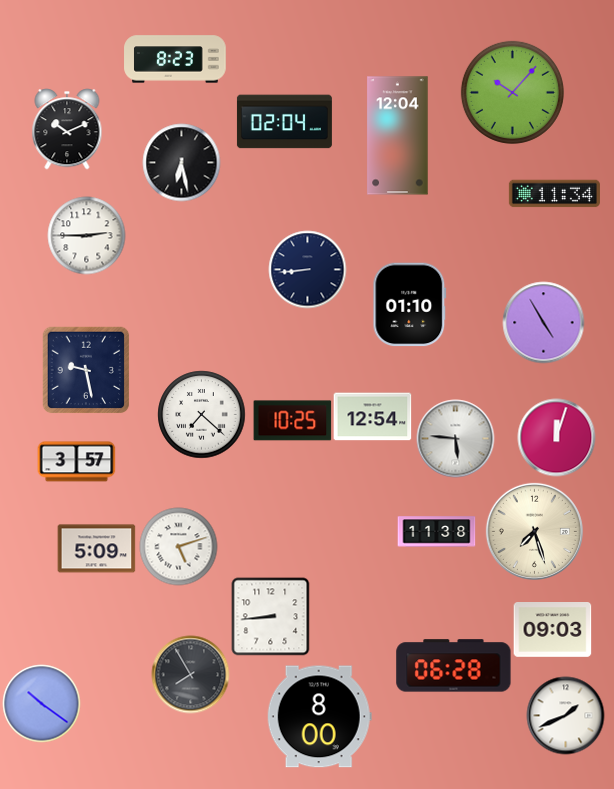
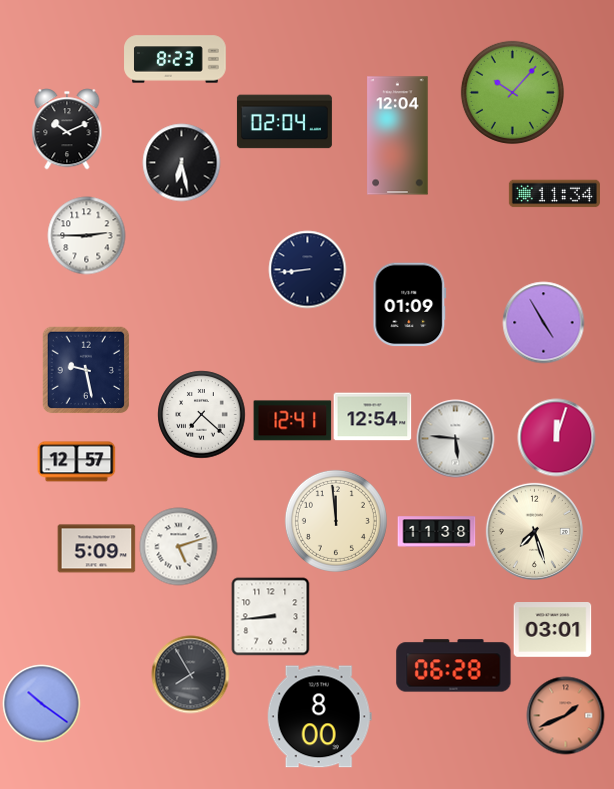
clock at (410, 304): 01:10 -> 01:09
clock at (292, 421): 10:25 -> 12:41
clock at (76, 462): 3:57 -> 12:57
clock at (336, 521): none -> 11:59
clock at (552, 630): 09:03 -> 03:01
clock at (565, 715) dial: white -> salmon
